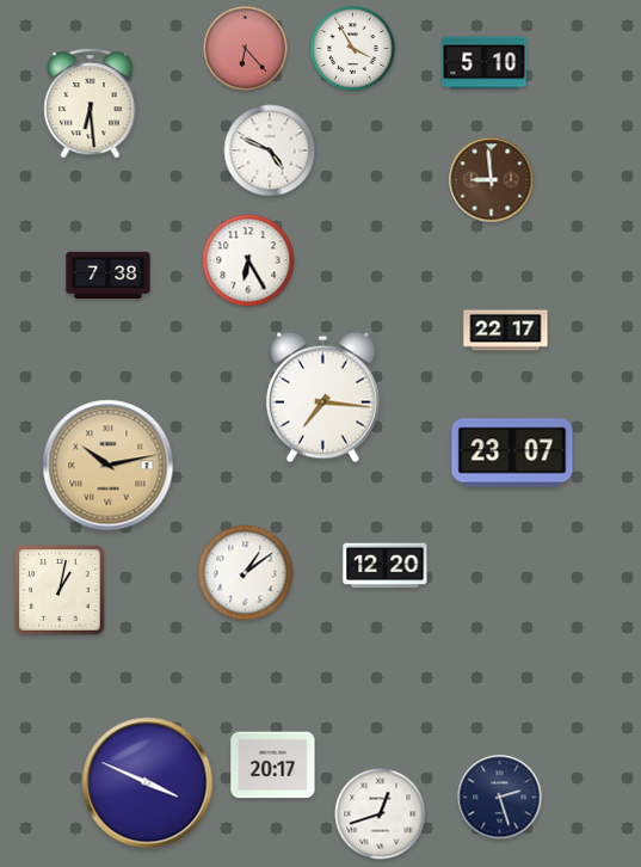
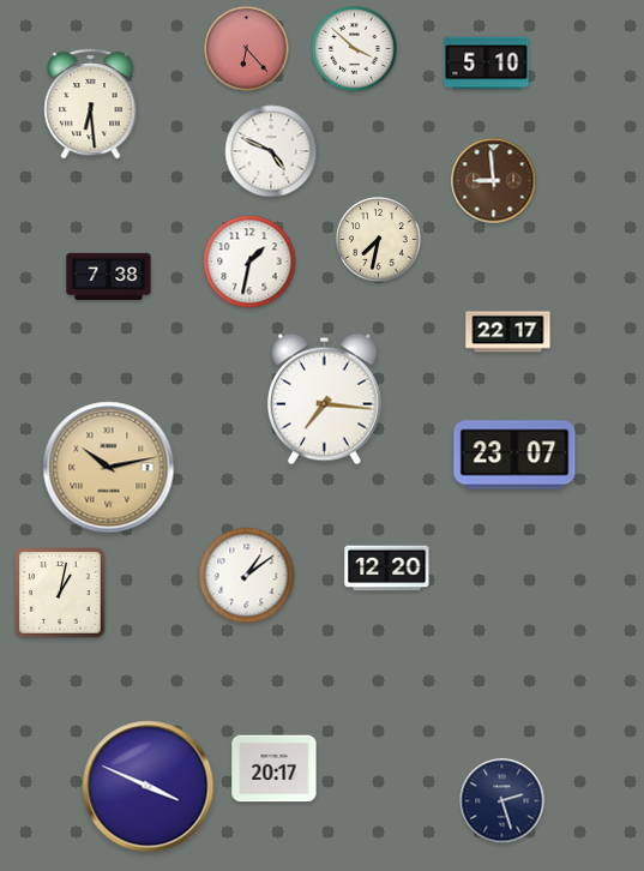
clock at (353, 49): 3:55 -> 3:52
clock at (379, 240): none -> 7:32
clock at (248, 260): 6:25 -> 1:32
clock at (381, 814): 12:42 -> none
